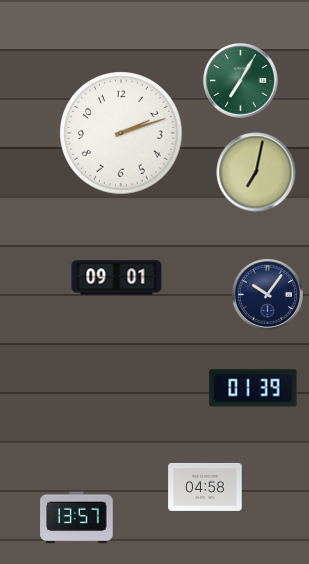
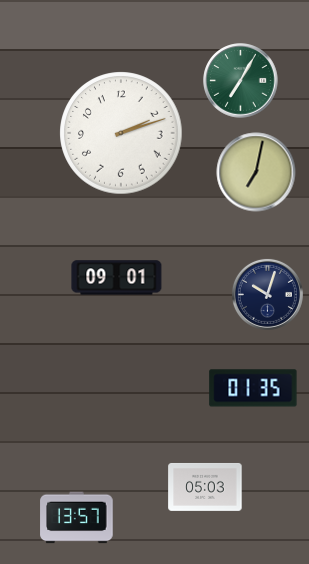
clock at (267, 294): 10:06 -> 10:03
clock at (253, 388): 01:39 -> 01:35
clock at (205, 487): 04:58 -> 05:03
